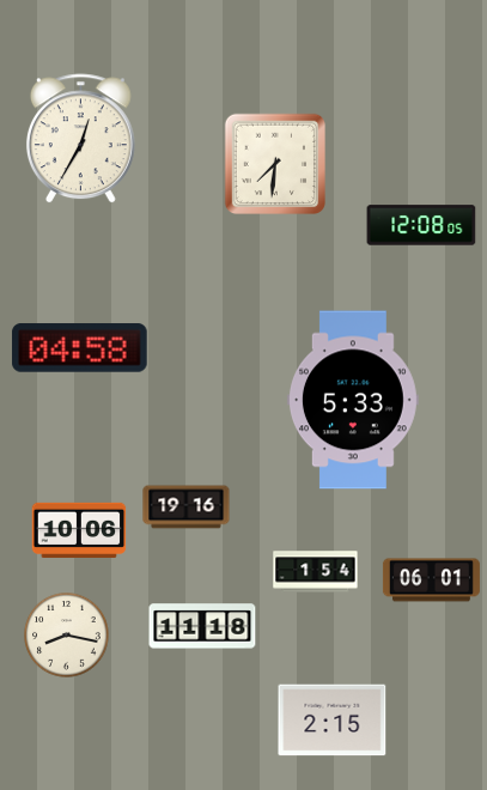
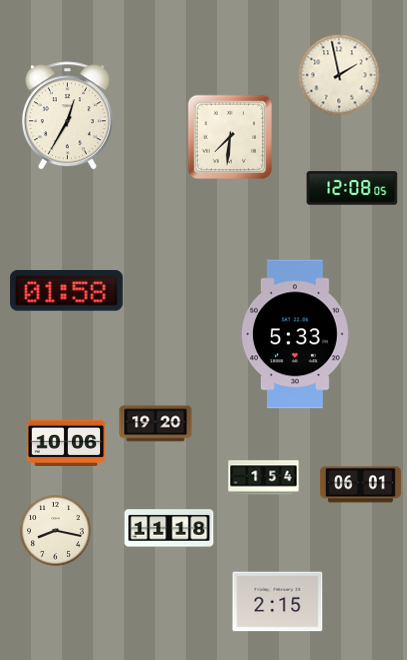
clock at (339, 75): none -> 1:58
clock at (80, 348): 04:58 -> 01:58
clock at (187, 508): 19:16 -> 19:20
clock at (202, 626) position: (202, 626) -> (169, 528)
